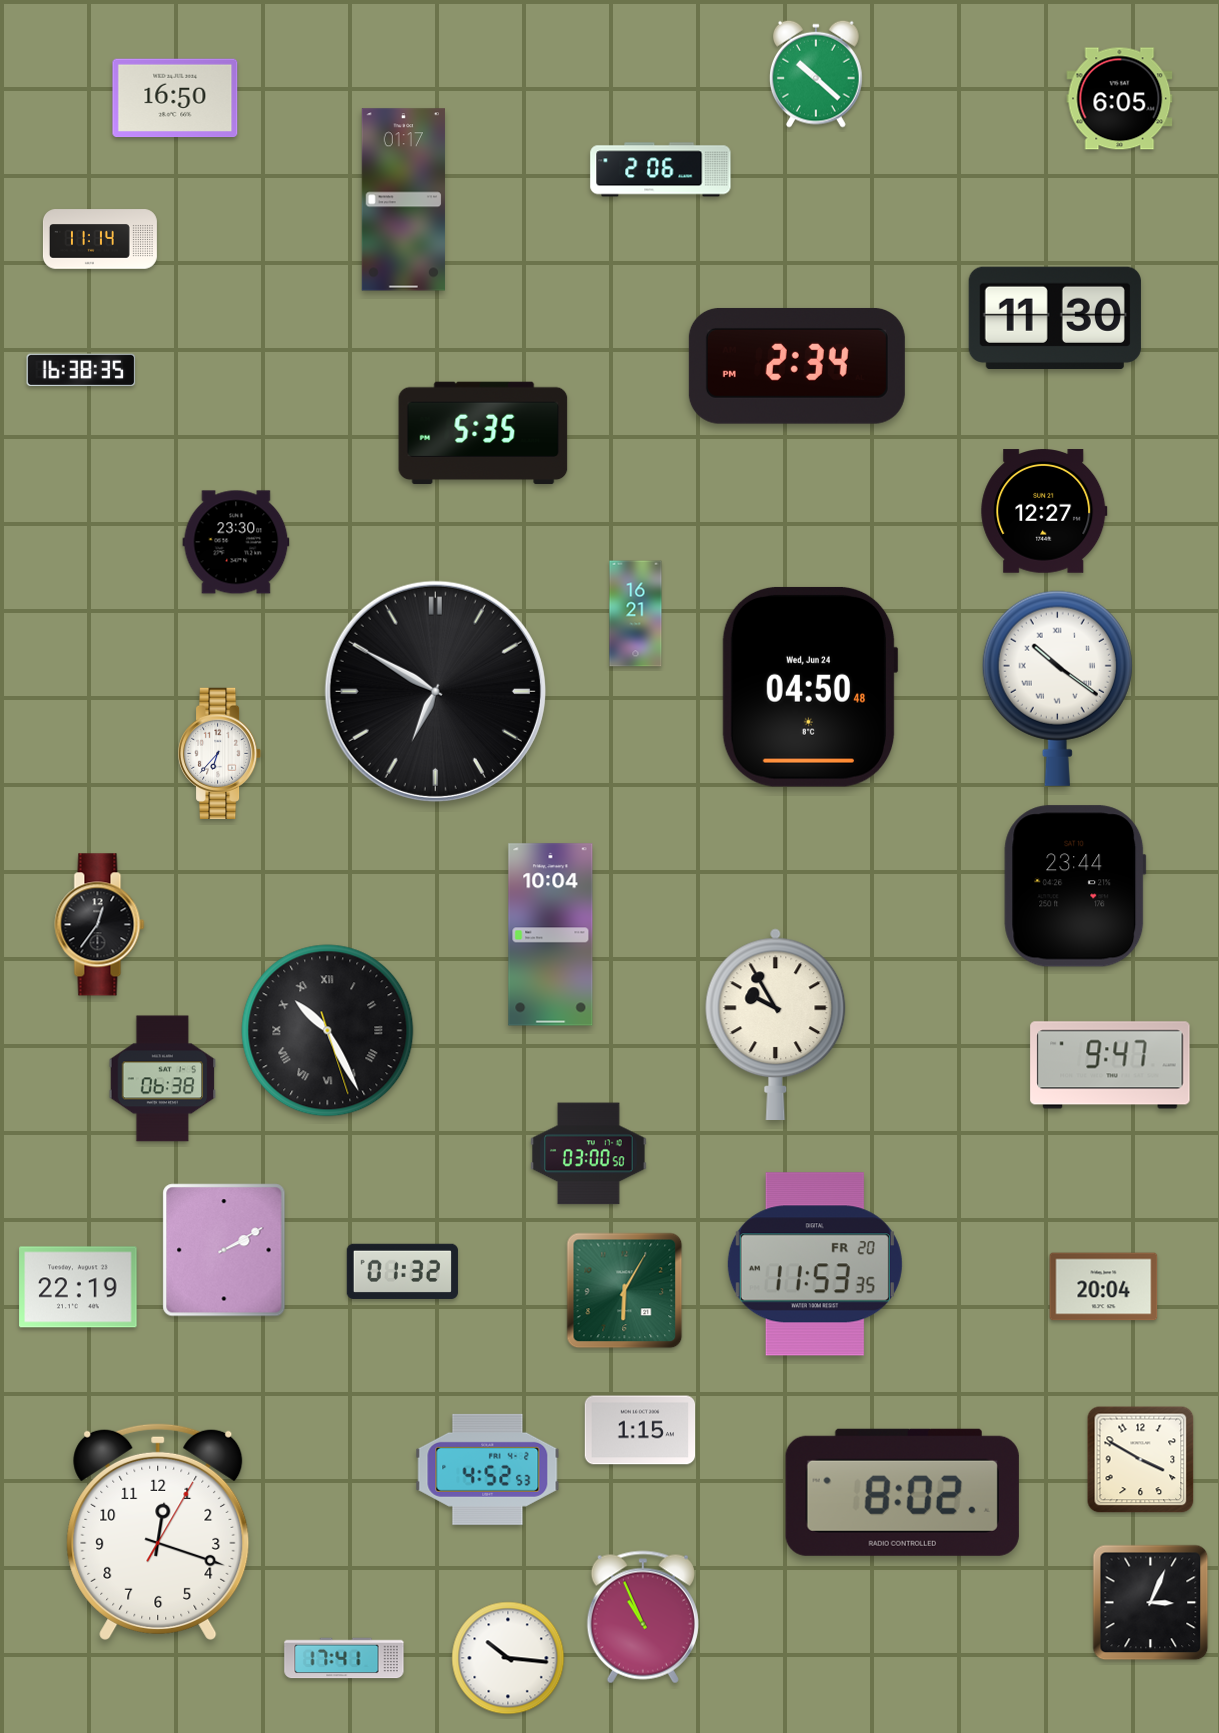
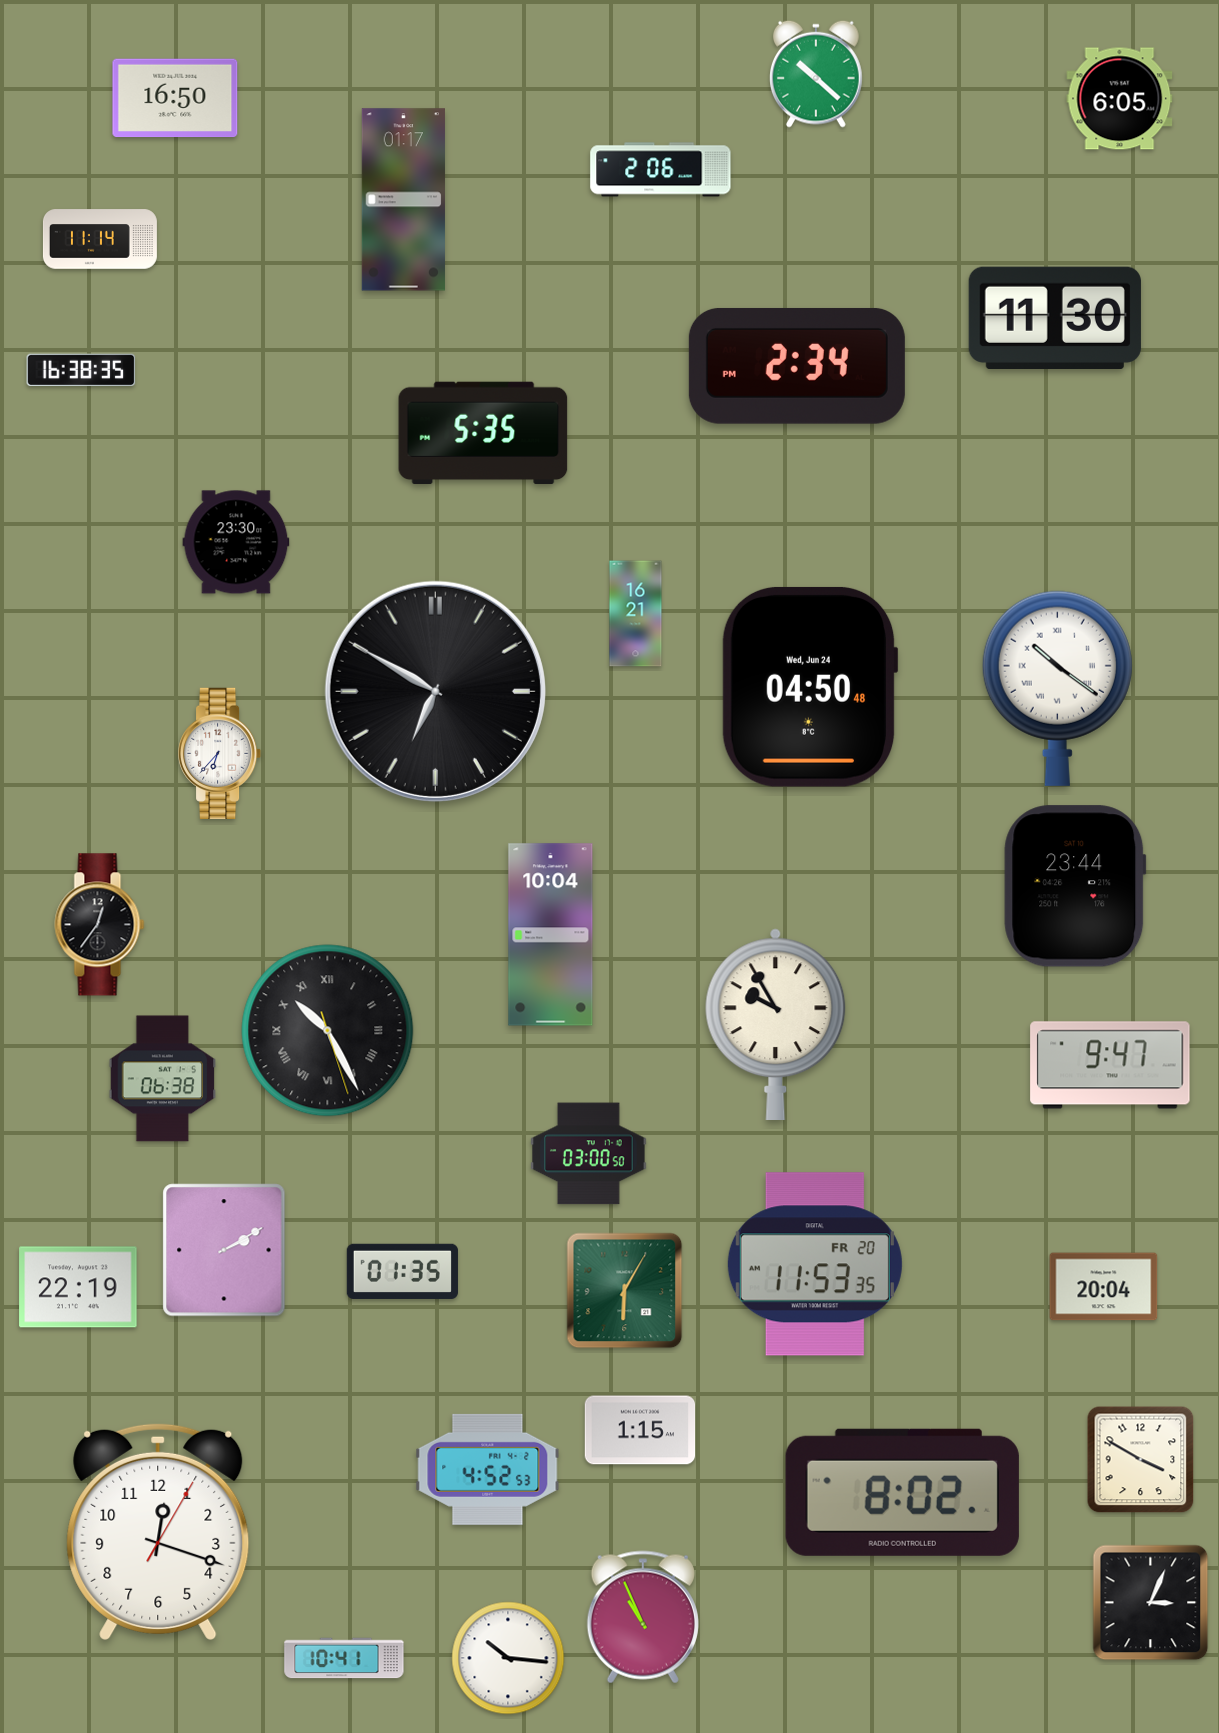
clock at (1044, 511): 12:27 -> none
clock at (402, 1271): 01:32 -> 01:35
clock at (344, 1658): 17:41 -> 10:41
